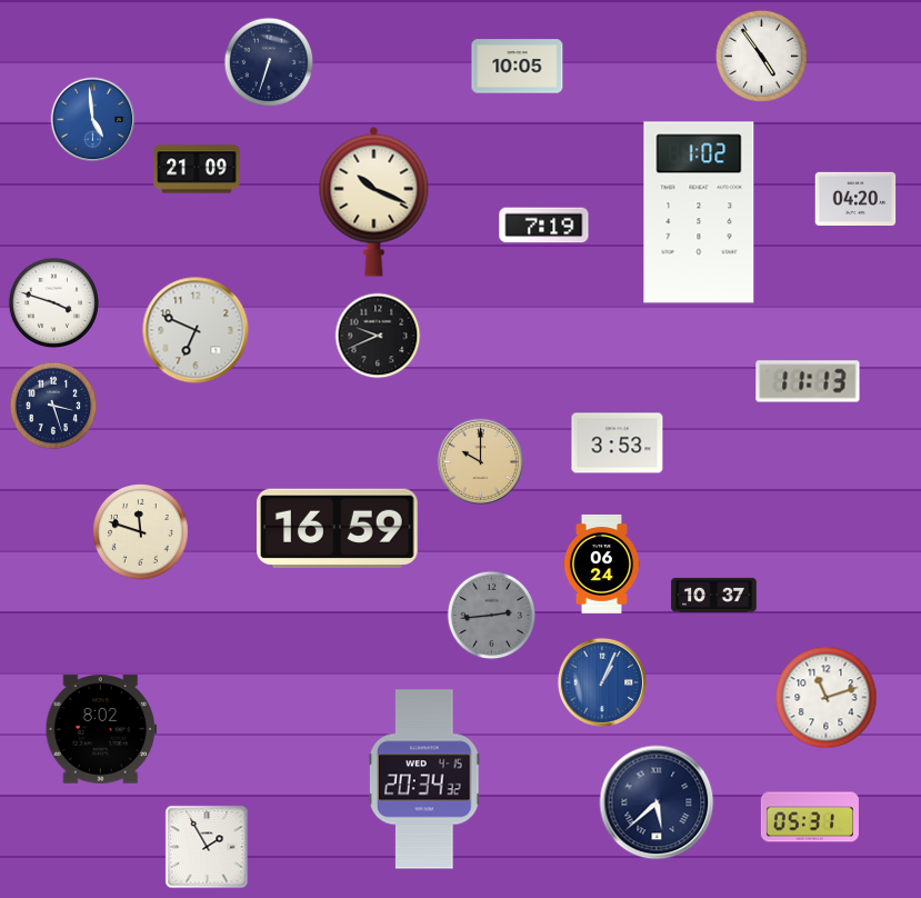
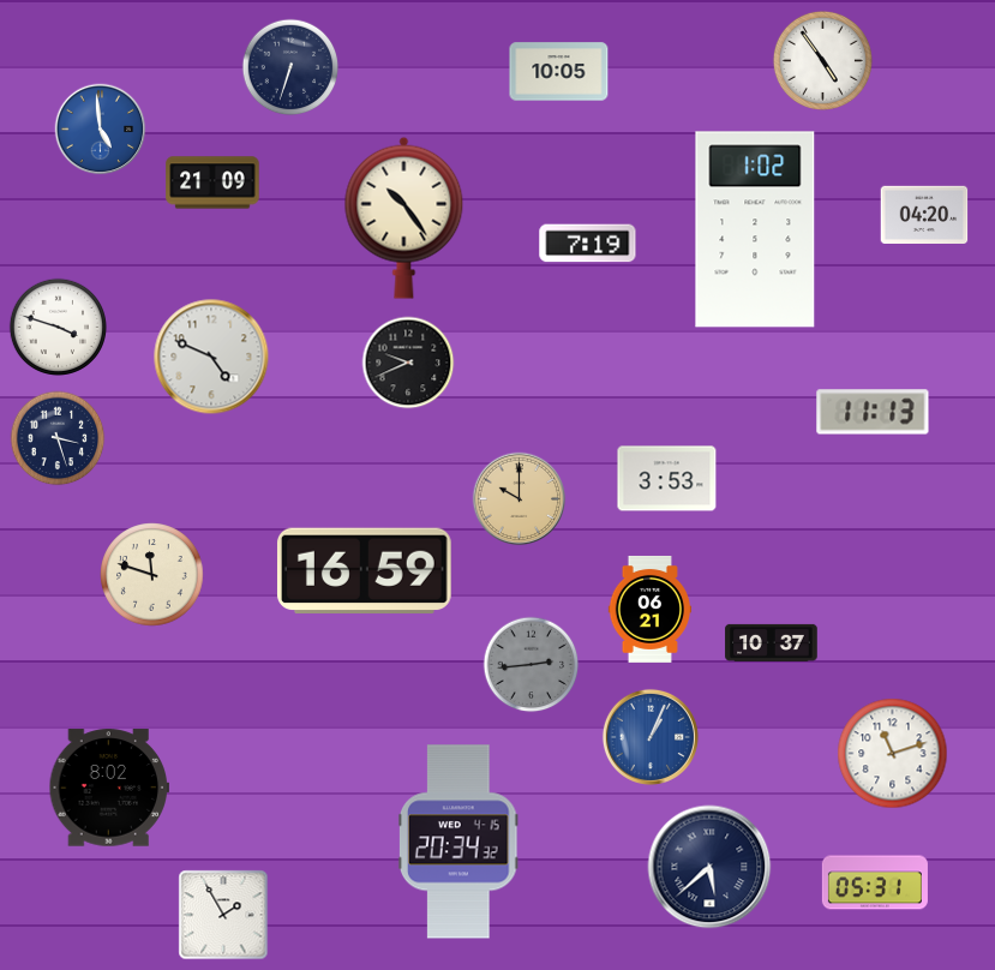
clock at (374, 201): 10:19 -> 10:24
clock at (196, 330): 6:49 -> 4:49
clock at (602, 563): 06:24 -> 06:21
